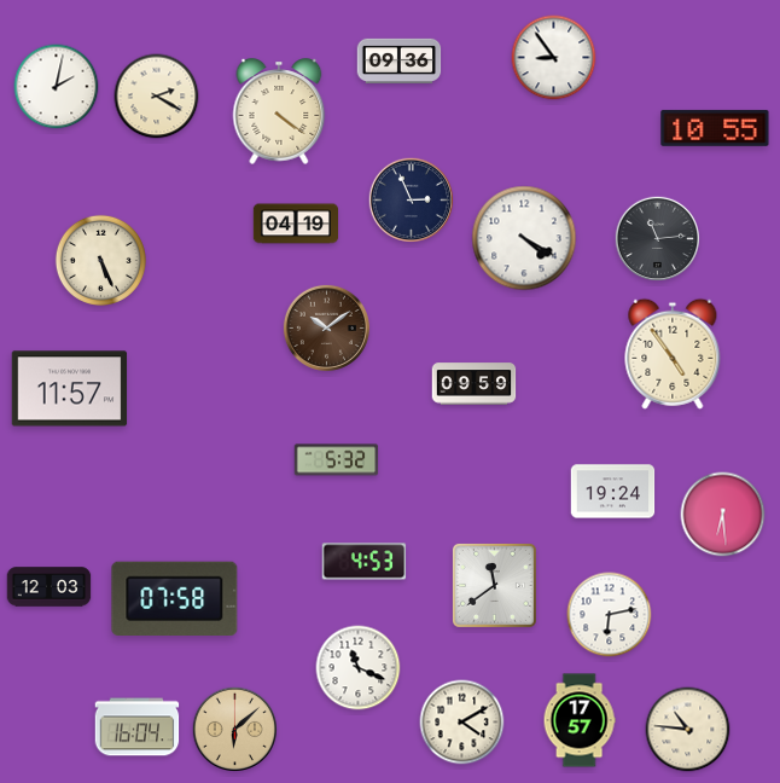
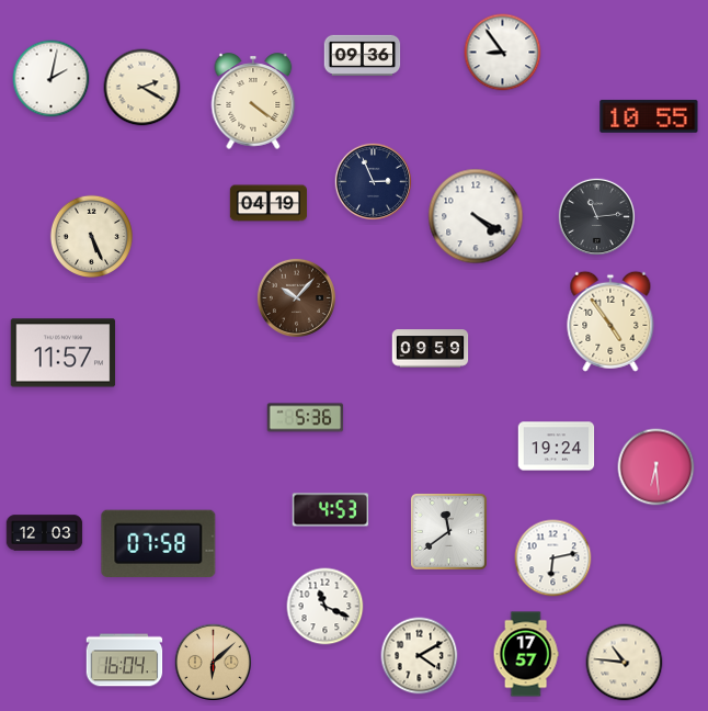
clock at (326, 327): 10:09 -> 10:07
clock at (337, 460): 5:32 -> 5:36
